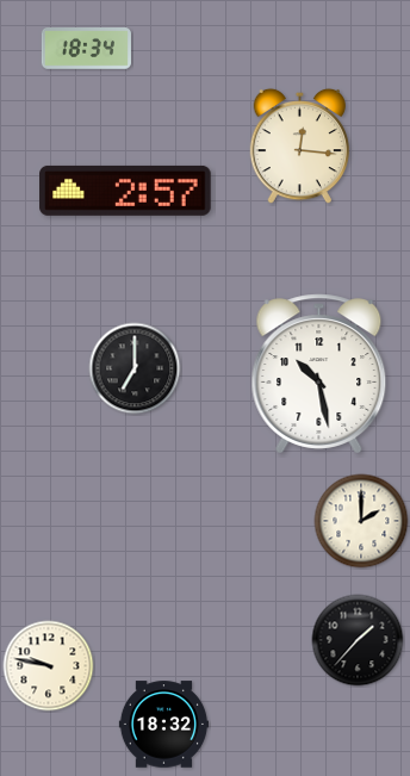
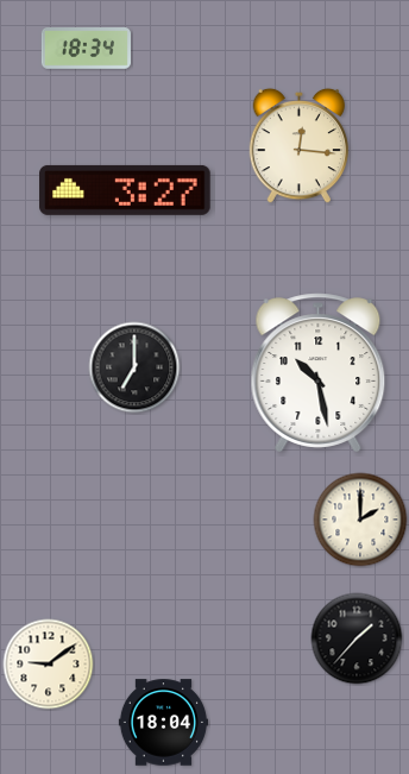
clock at (125, 191): 2:57 -> 3:27
clock at (49, 666): 9:47 -> 9:09
clock at (163, 725): 18:32 -> 18:04
